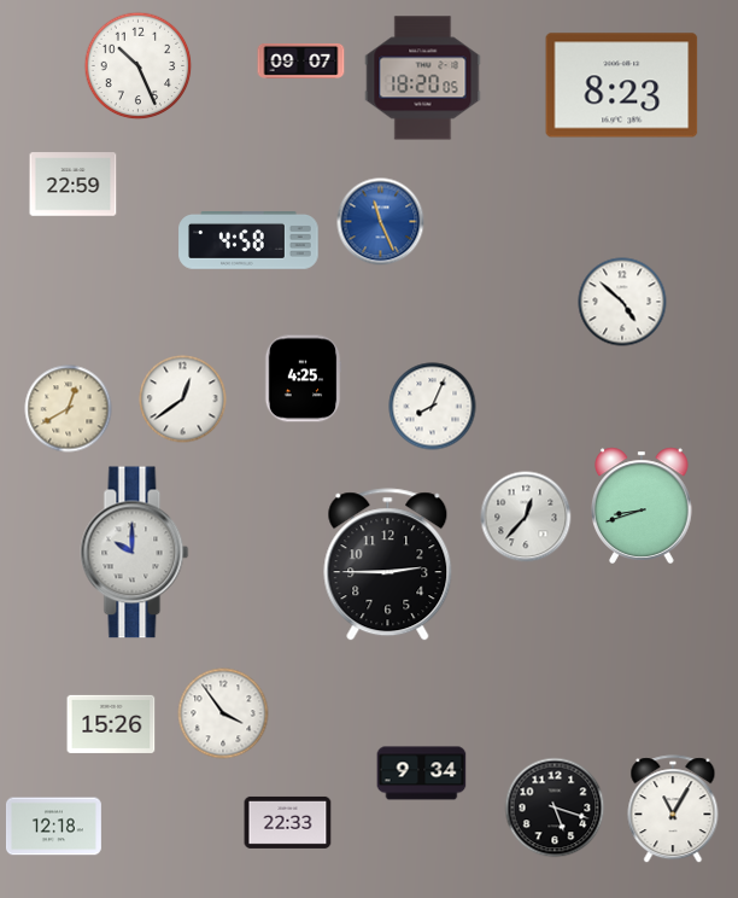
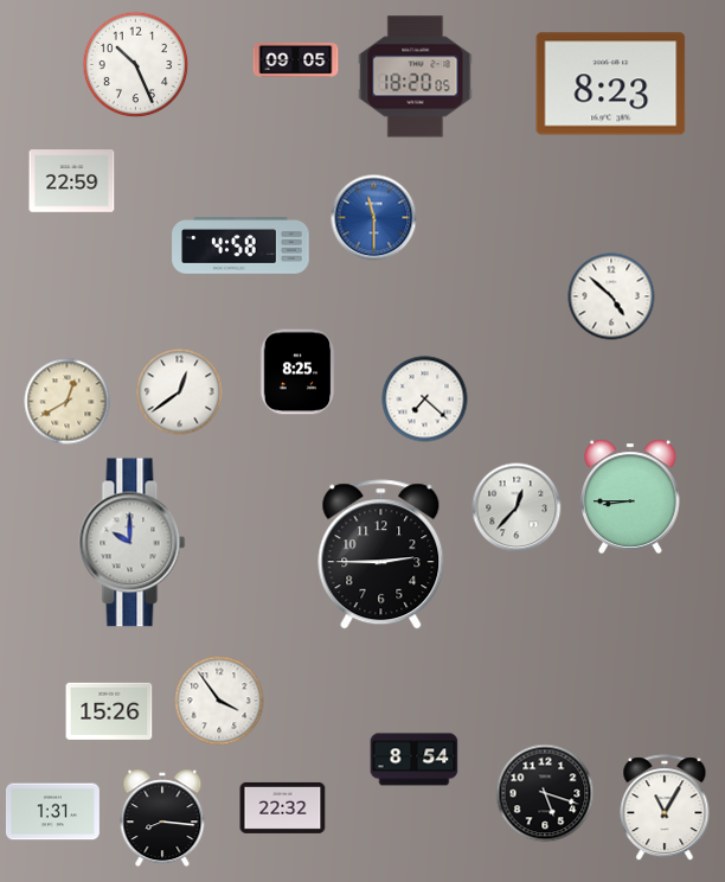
clock at (301, 62): 09:07 -> 09:05
clock at (381, 222): 11:26 -> 11:30
clock at (248, 241) position: (248, 241) -> (240, 247)
clock at (303, 379): 4:25 -> 8:25
clock at (433, 407): 8:04 -> 7:22
clock at (643, 506): 8:42 -> 8:45
clock at (422, 774): 9:34 -> 8:54
clock at (673, 810) position: (673, 810) -> (665, 808)
clock at (288, 822): 22:33 -> 22:32
clock at (53, 827): 12:18 -> 1:31
clock at (162, 818): none -> 8:16
